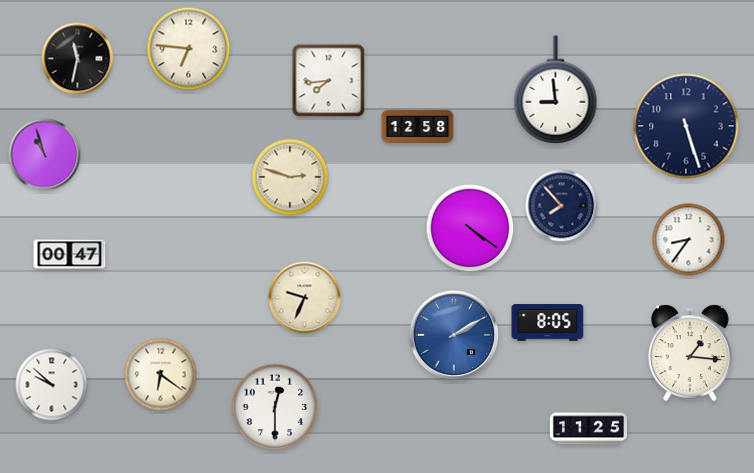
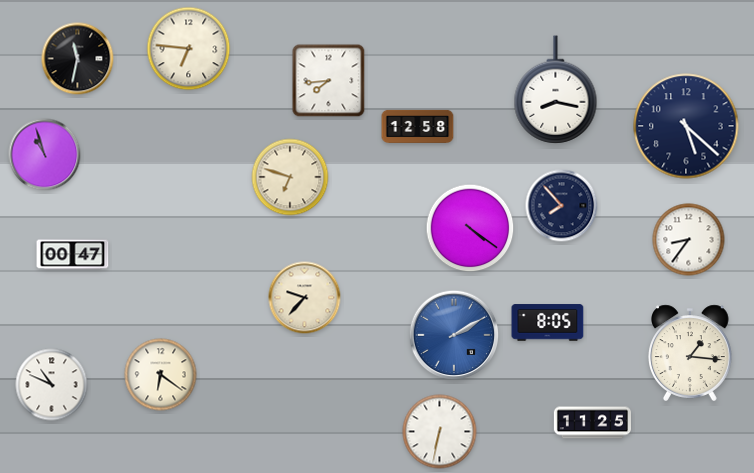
clock at (556, 90): 8:59 -> 8:17
clock at (686, 126): 5:27 -> 5:22
clock at (290, 177): 2:48 -> 6:48
clock at (70, 255) position: (70, 255) -> (73, 255)
clock at (305, 298): 9:34 -> 9:37
clock at (52, 385): 9:52 -> 10:49
clock at (275, 407): 12:30 -> none
clock at (588, 429) position: (588, 429) -> (592, 423)
clock at (440, 432): none -> 6:32
